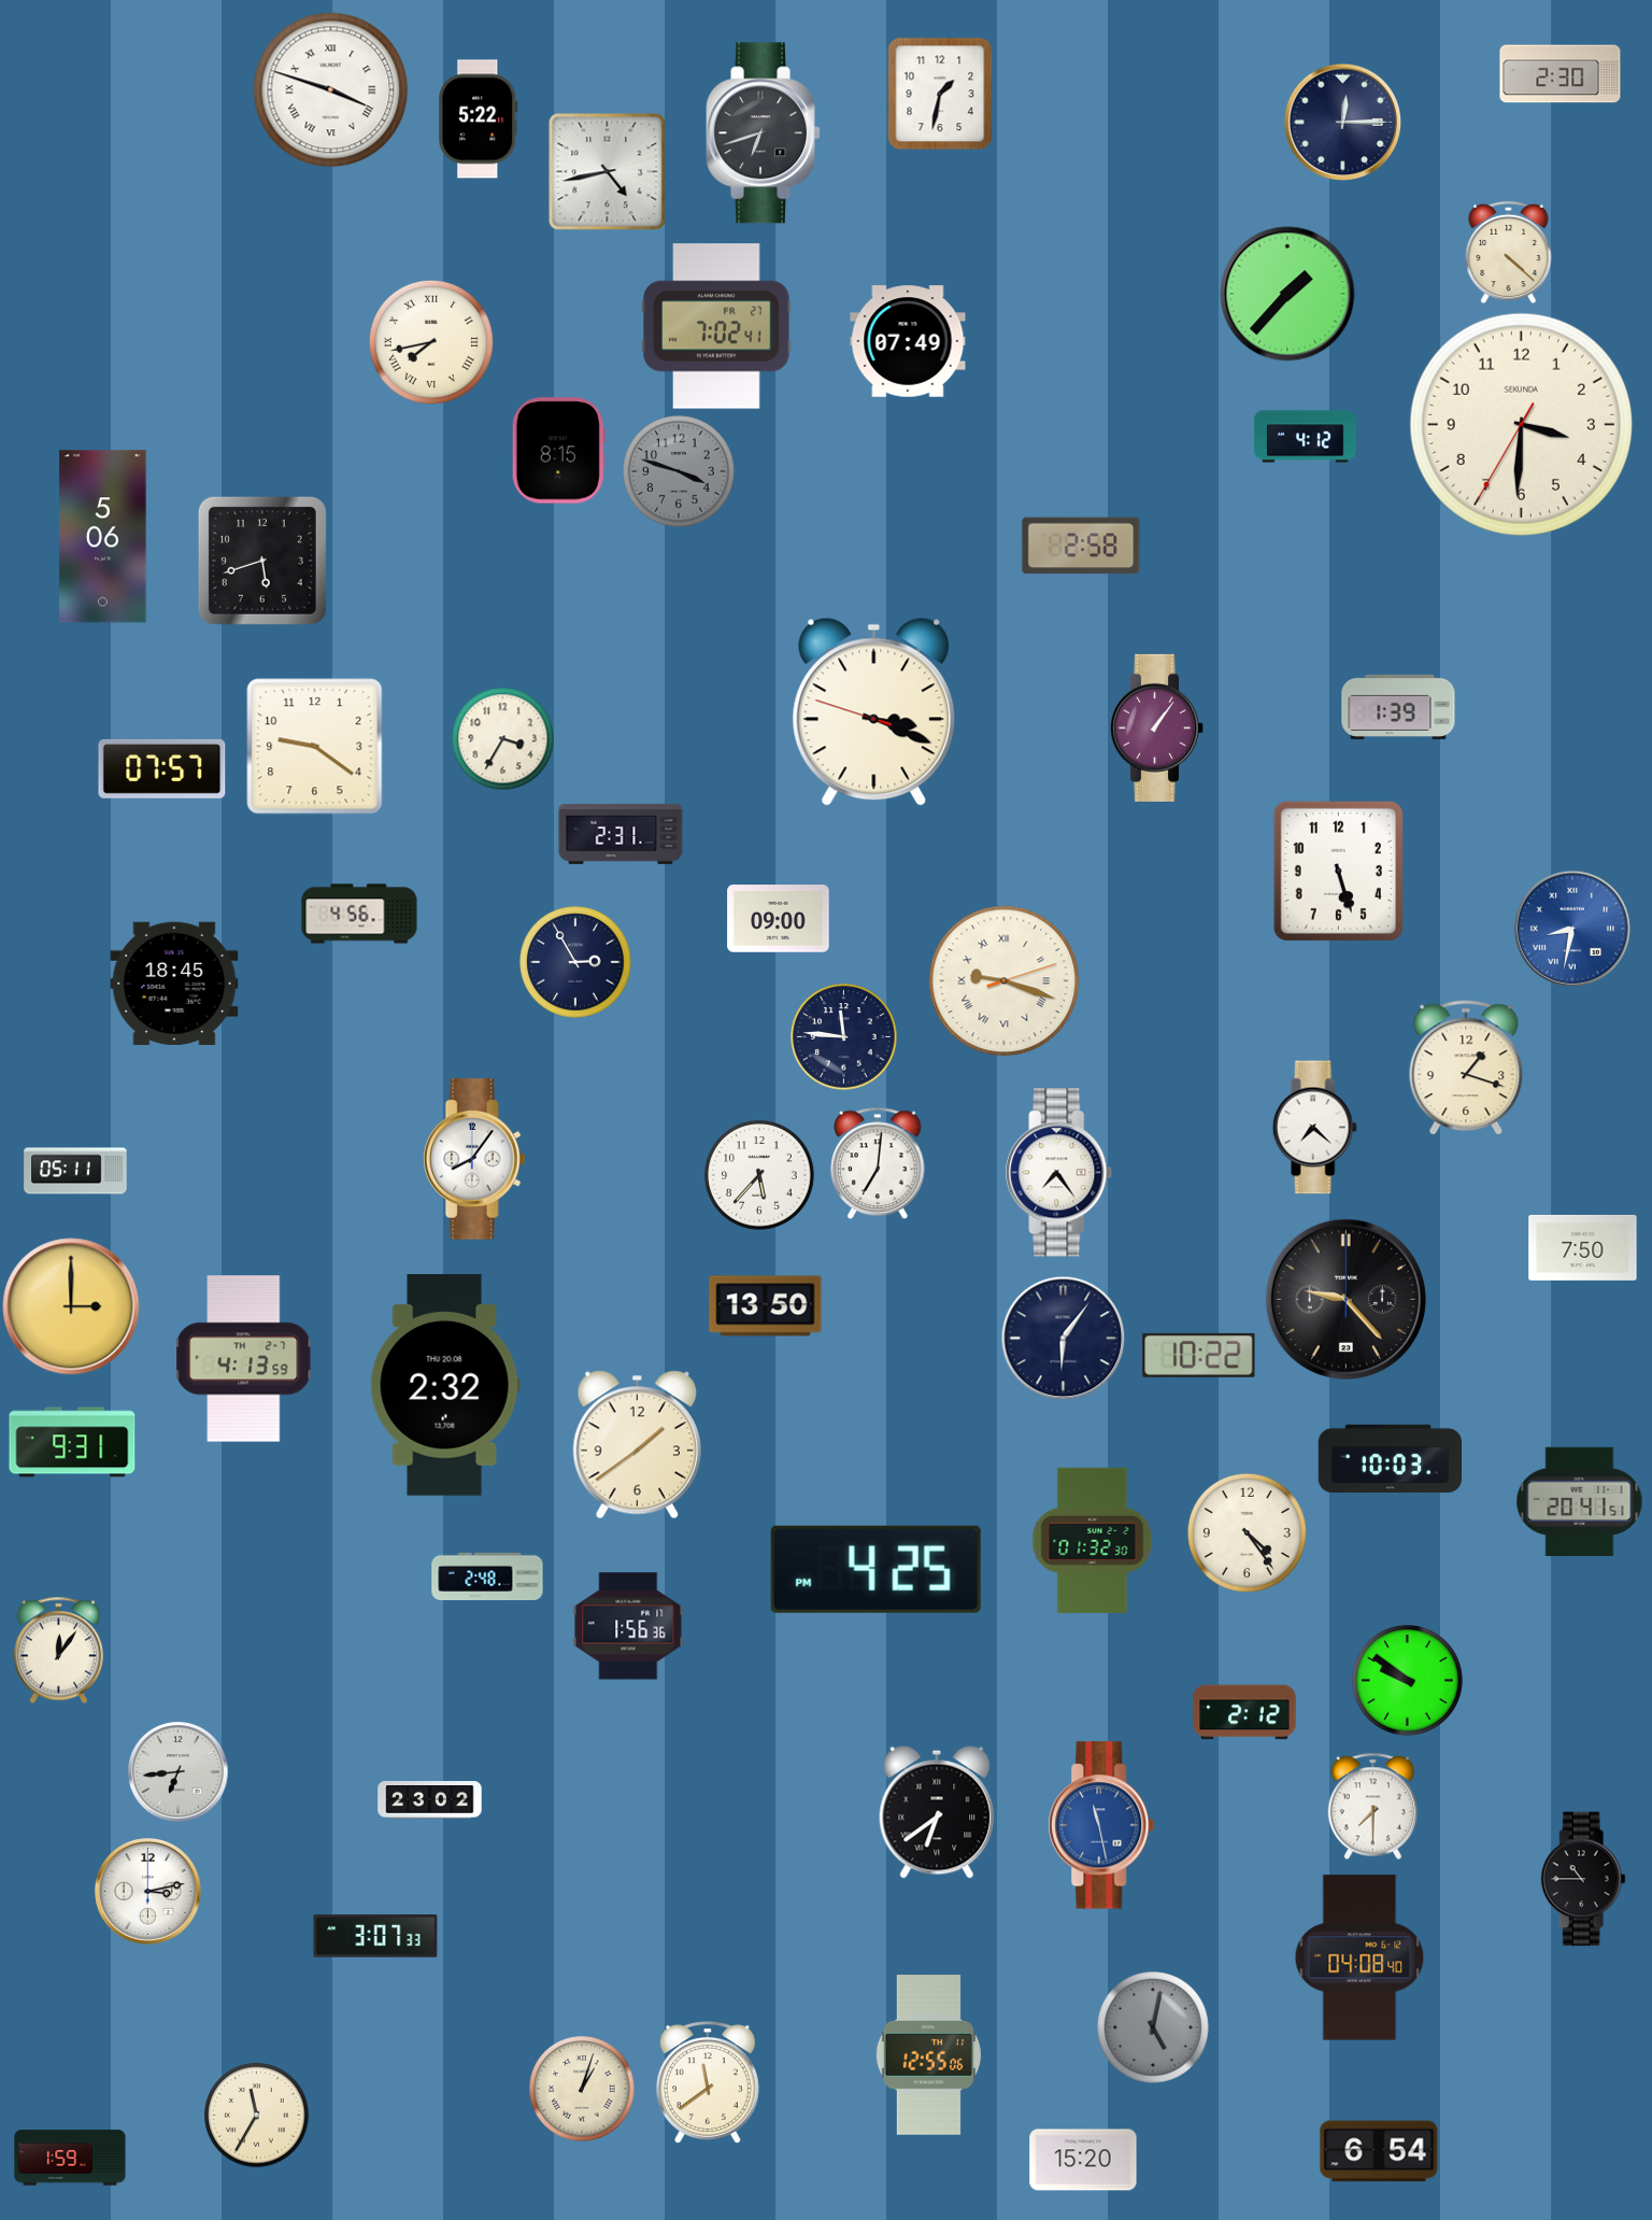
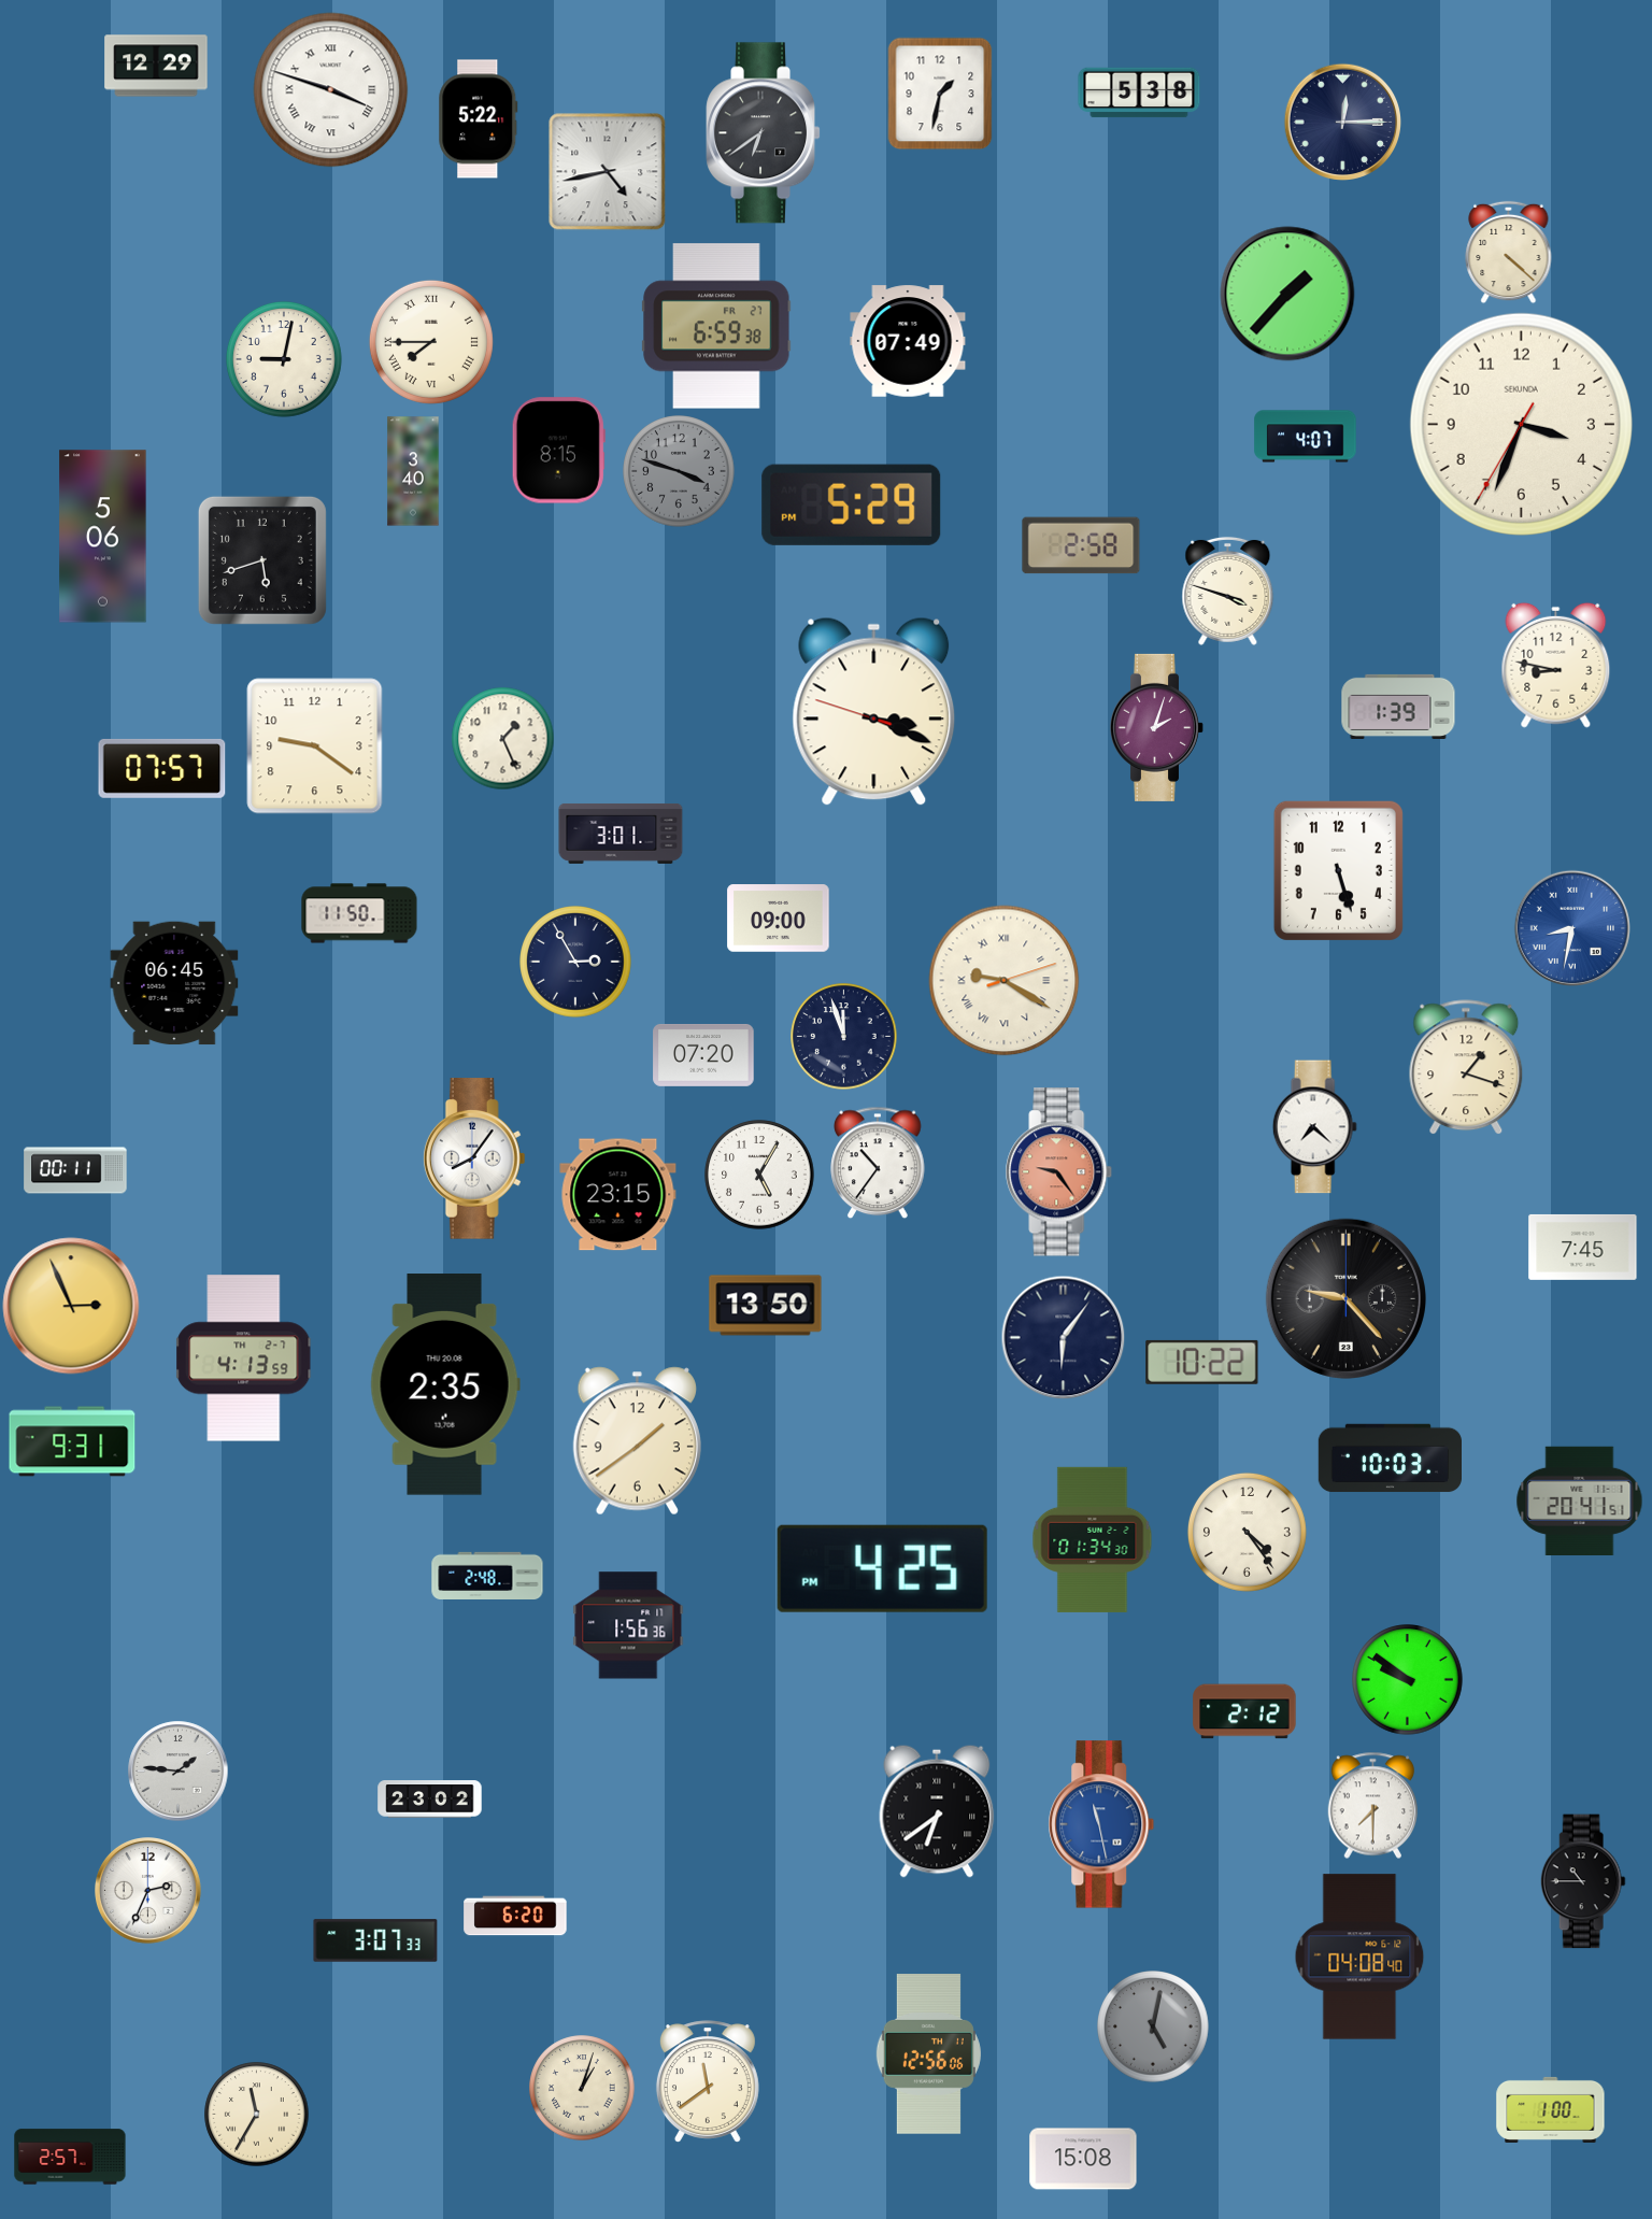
clock at (156, 66): none -> 12:29
clock at (1561, 74): 2:30 -> none
clock at (1139, 93): none -> 5:38
clock at (764, 133): 6:42 -> 6:39
clock at (716, 326): 7:02 -> 6:59
clock at (431, 342): 7:43 -> 7:45
clock at (284, 359): none -> 9:02
clock at (1521, 424): 3:30 -> 3:33
clock at (1306, 437): 4:12 -> 4:07
clock at (413, 471): none -> 3:40
clock at (852, 504): none -> 5:29
clock at (1228, 591): none -> 3:48
clock at (1556, 665): none -> 8:47
clock at (1156, 727): 1:06 -> 2:03
clock at (502, 738): 3:35 -> 1:26
clock at (621, 834): 2:31 -> 3:01
clock at (359, 914): 4:56 -> 11:50
clock at (1005, 981): 9:18 -> 9:20
clock at (174, 984): 18:45 -> 06:45
clock at (844, 1037): 11:46 -> 11:57
clock at (703, 1055): none -> 07:20
clock at (878, 1163): 7:01 -> 10:36
clock at (75, 1171): 05:11 -> 00:11
clock at (1059, 1173): 7:24 -> 9:24
clock at (1059, 1173) dial: white -> salmon
clock at (759, 1175): 5:37 -> 5:05
clock at (618, 1195): none -> 23:15
clock at (1583, 1247): 7:50 -> 7:45
clock at (71, 1306): 3:00 -> 2:56
clock at (1199, 1355) position: (1199, 1355) -> (1202, 1362)
clock at (445, 1385): 2:32 -> 2:35
clock at (637, 1445) position: (637, 1445) -> (637, 1441)
clock at (1093, 1540): 01:32 -> 01:34
clock at (875, 1569) position: (875, 1569) -> (882, 1568)
clock at (58, 1650): 12:06 -> none
clock at (177, 1771): 6:44 -> 1:46
clock at (1583, 1879) position: (1583, 1879) -> (1583, 1881)
clock at (148, 1892): 3:13 -> 2:34
clock at (515, 1916): none -> 6:20
clock at (375, 1936) position: (375, 1936) -> (375, 1940)
clock at (928, 2055): 12:55 -> 12:56
clock at (1551, 2109): none -> 1:00
clock at (1379, 2151): 6:54 -> none
clock at (70, 2158): 1:59 -> 2:57
clock at (1083, 2160): 15:20 -> 15:08
